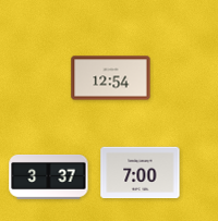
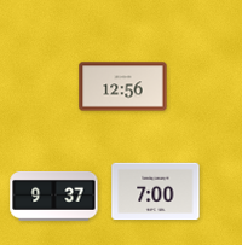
clock at (111, 78): 12:54 -> 12:56
clock at (49, 176): 3:37 -> 9:37
